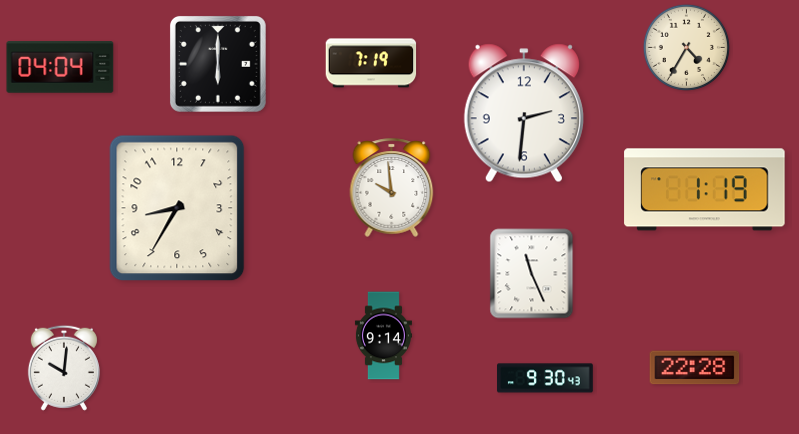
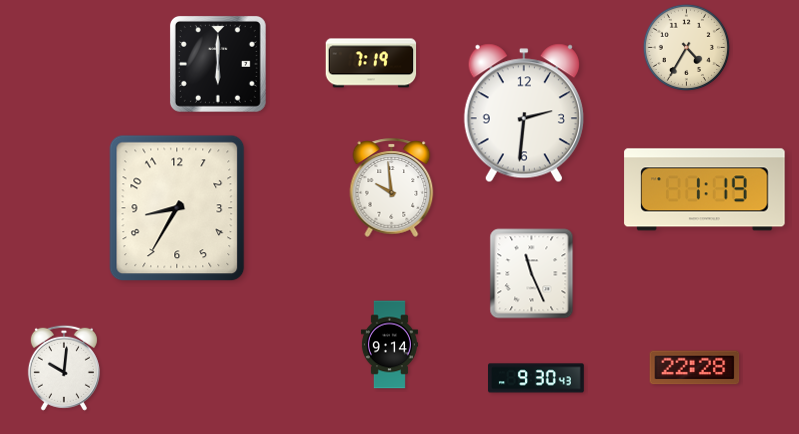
clock at (60, 67): 04:04 -> none
clock at (383, 336) position: (383, 336) -> (389, 345)
clock at (546, 378) position: (546, 378) -> (537, 378)
